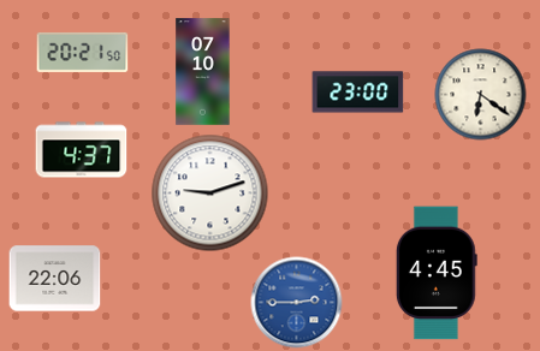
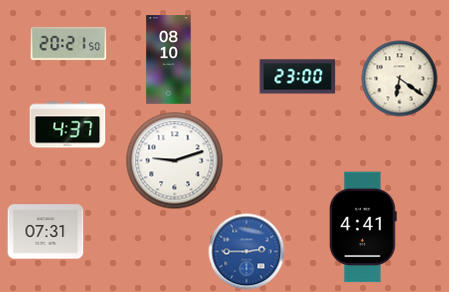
clock at (203, 72): 07:10 -> 08:10
clock at (437, 273): 4:45 -> 4:41
clock at (55, 279): 22:06 -> 07:31
